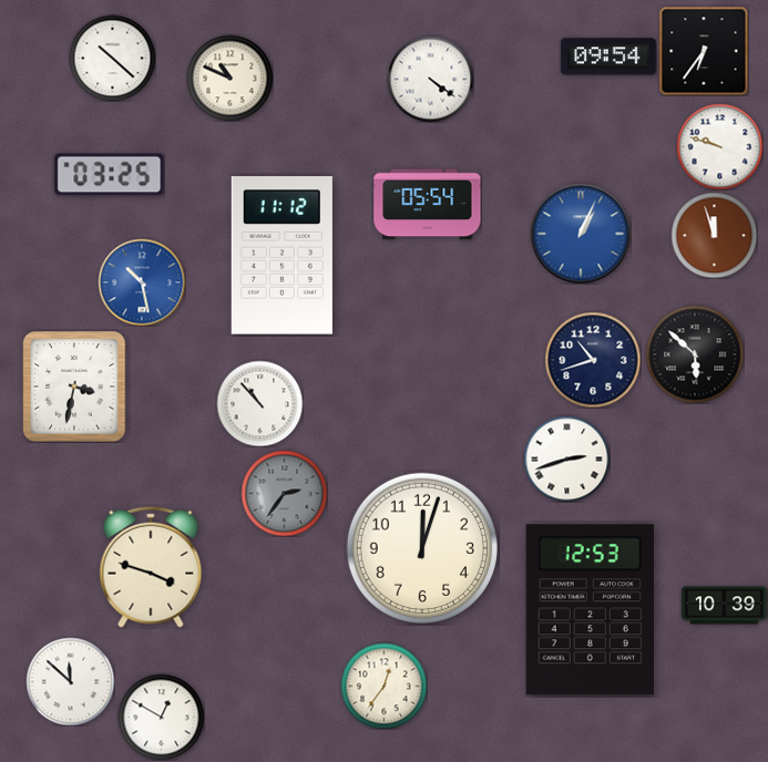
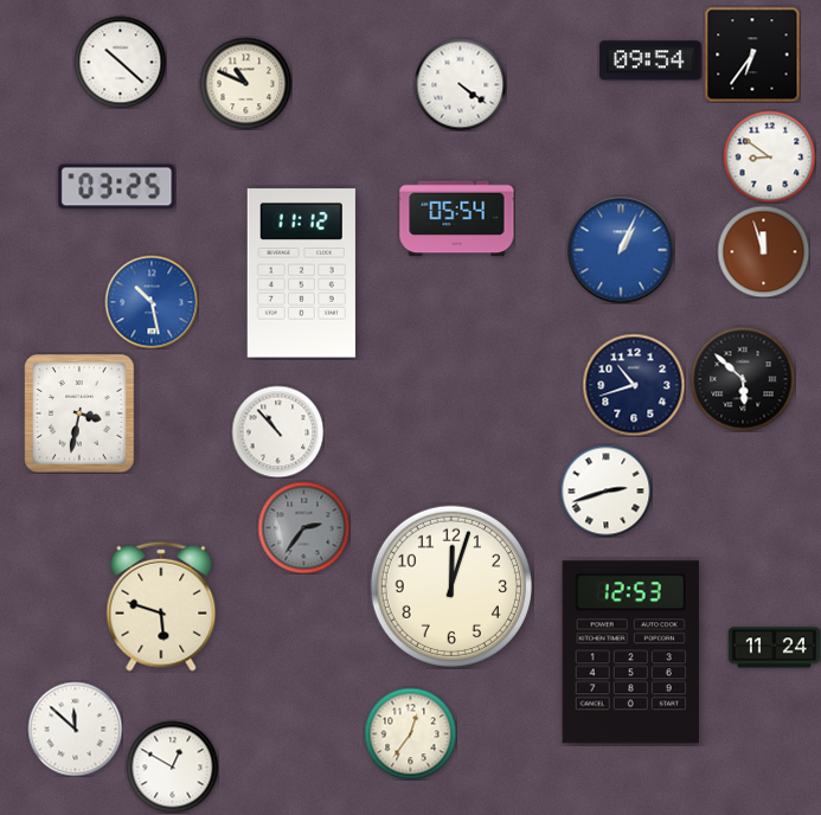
clock at (719, 146): 9:48 -> 8:51
clock at (151, 567): 3:48 -> 5:48
clock at (724, 606): 10:39 -> 11:24
